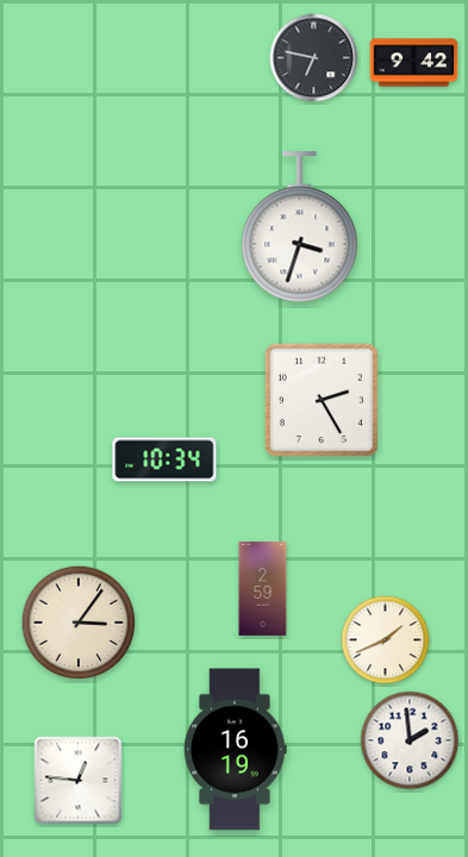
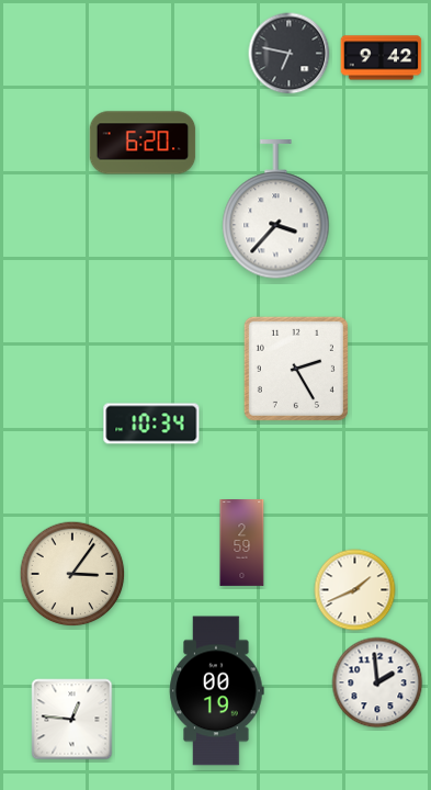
clock at (143, 143): none -> 6:20
clock at (300, 227): 3:33 -> 3:37
clock at (236, 750): 16:19 -> 00:19
